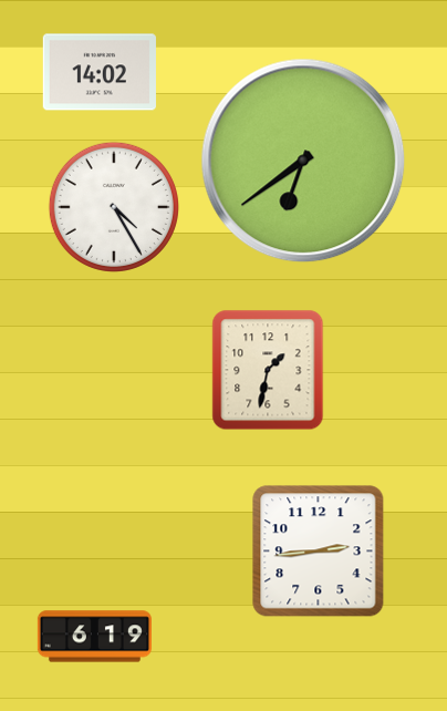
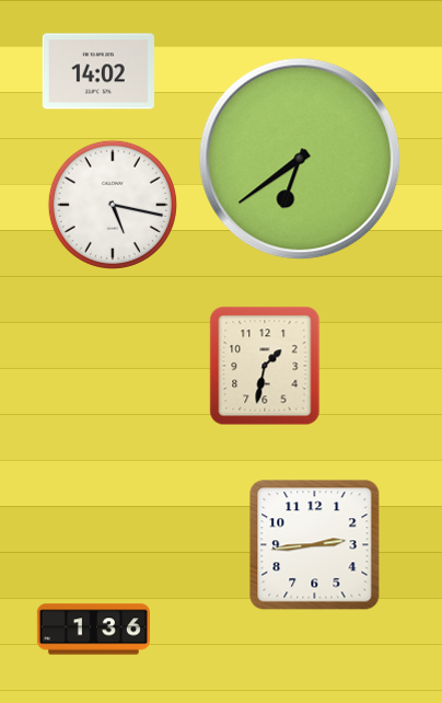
clock at (114, 207): 4:25 -> 5:17
clock at (94, 637): 6:19 -> 1:36
